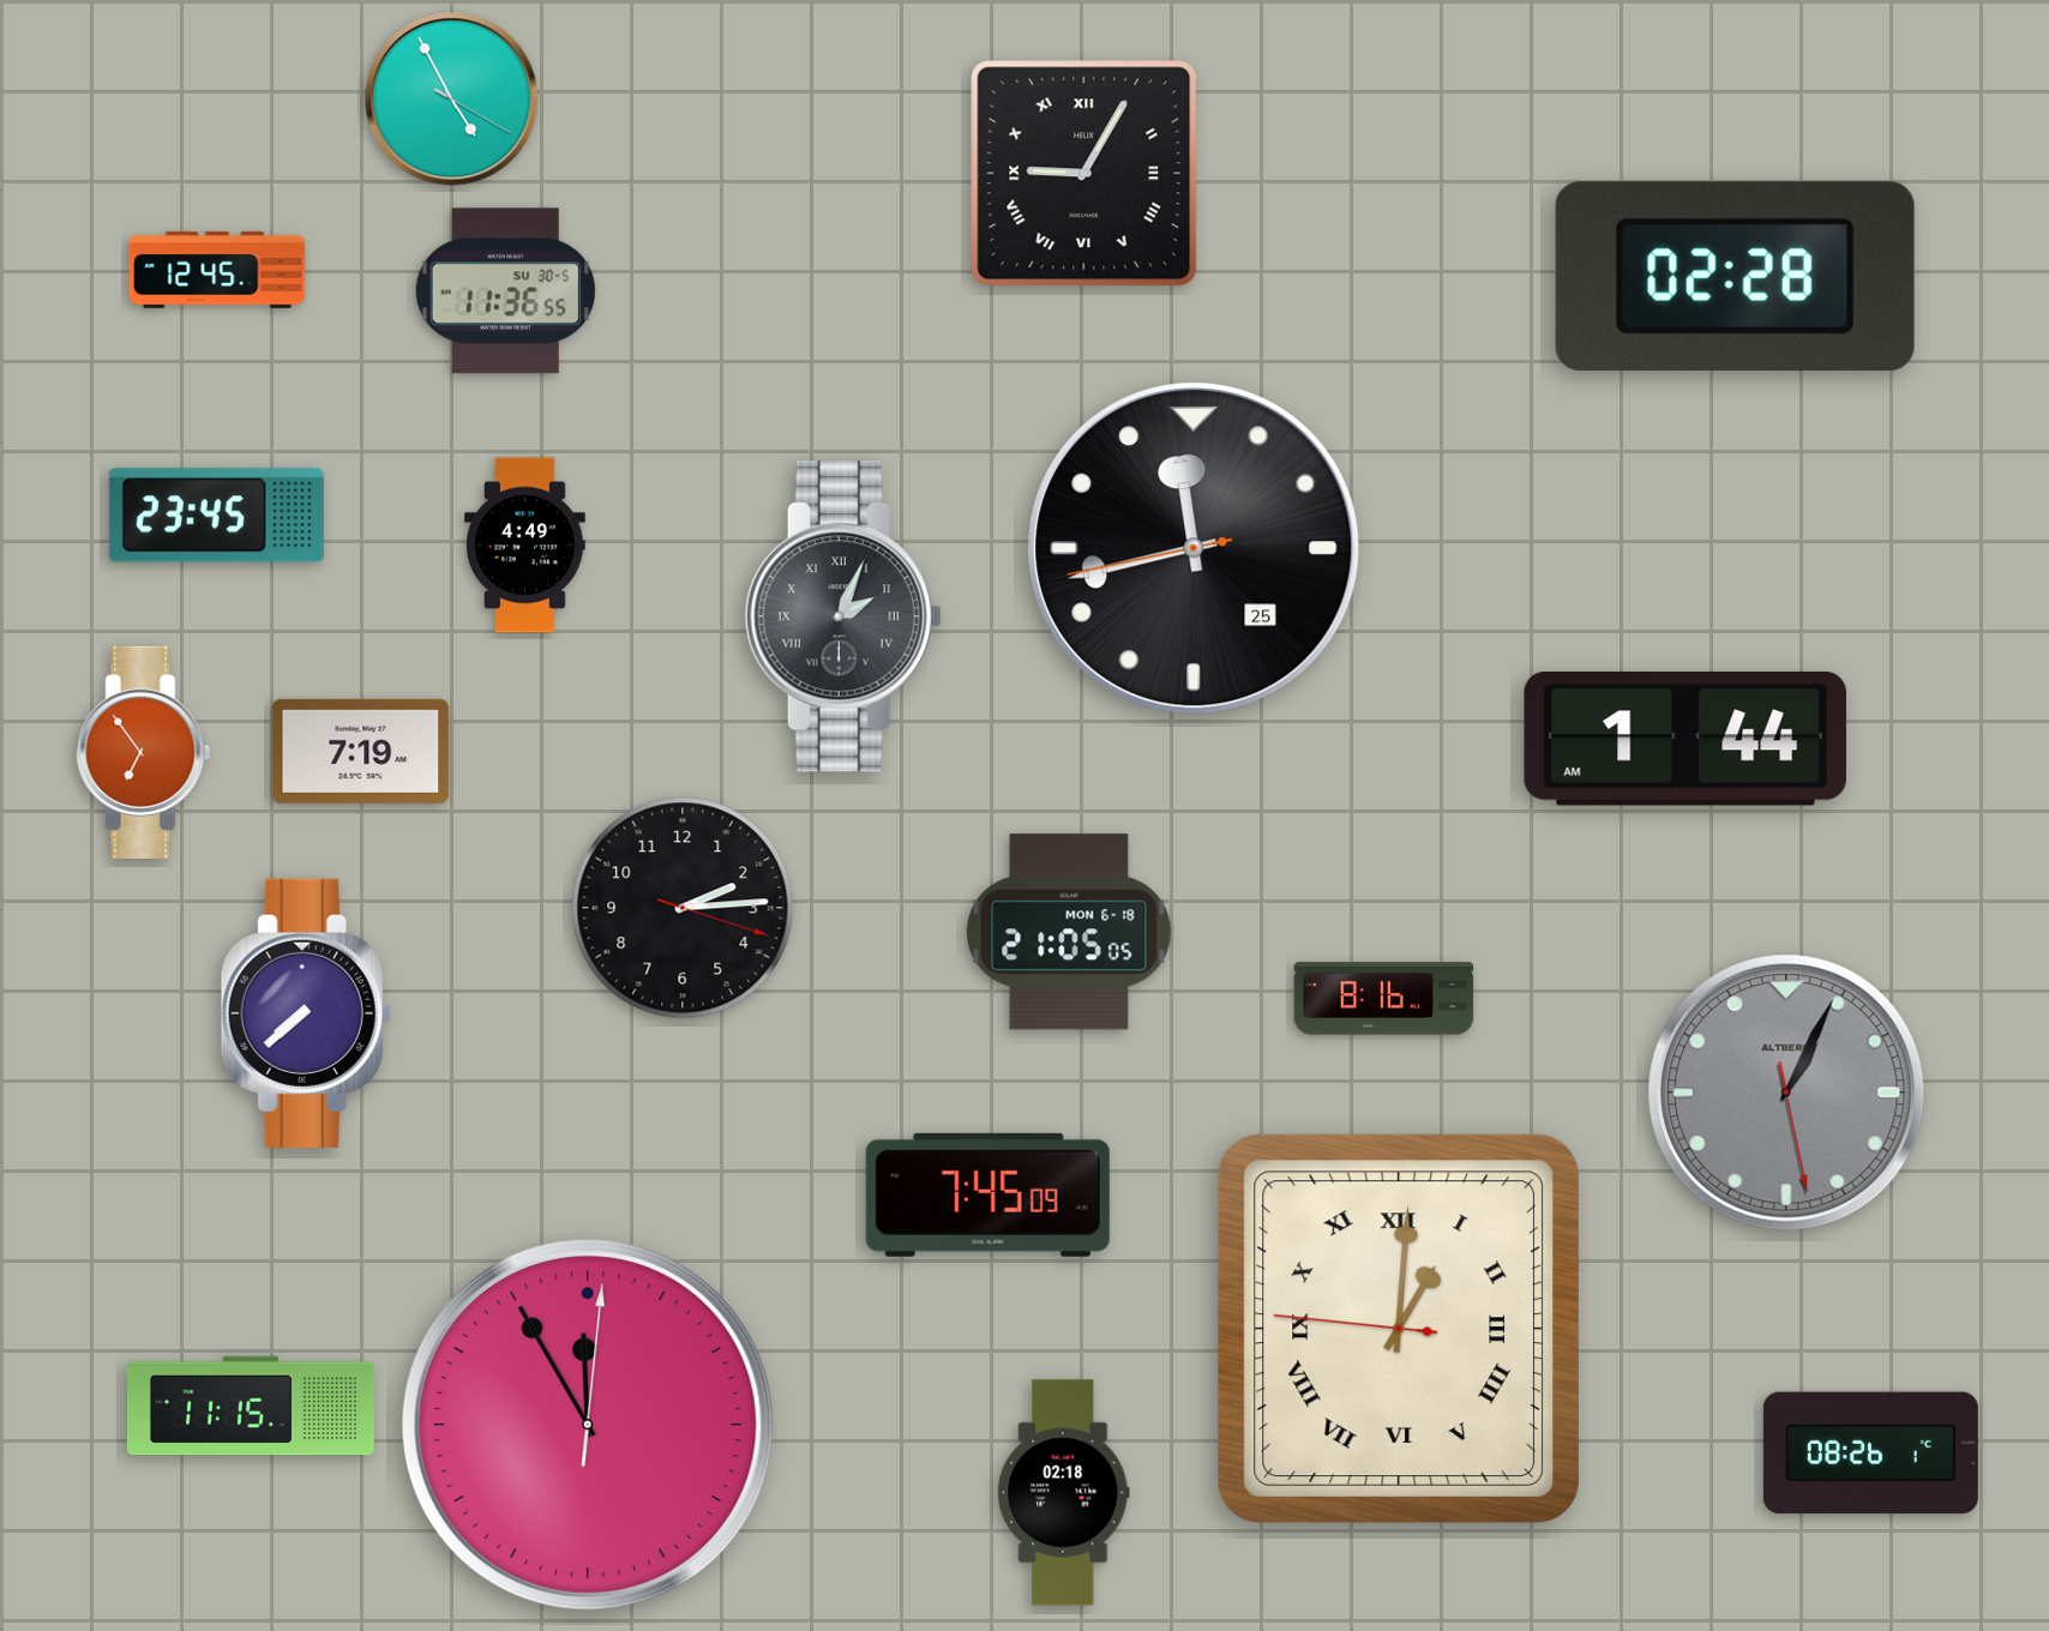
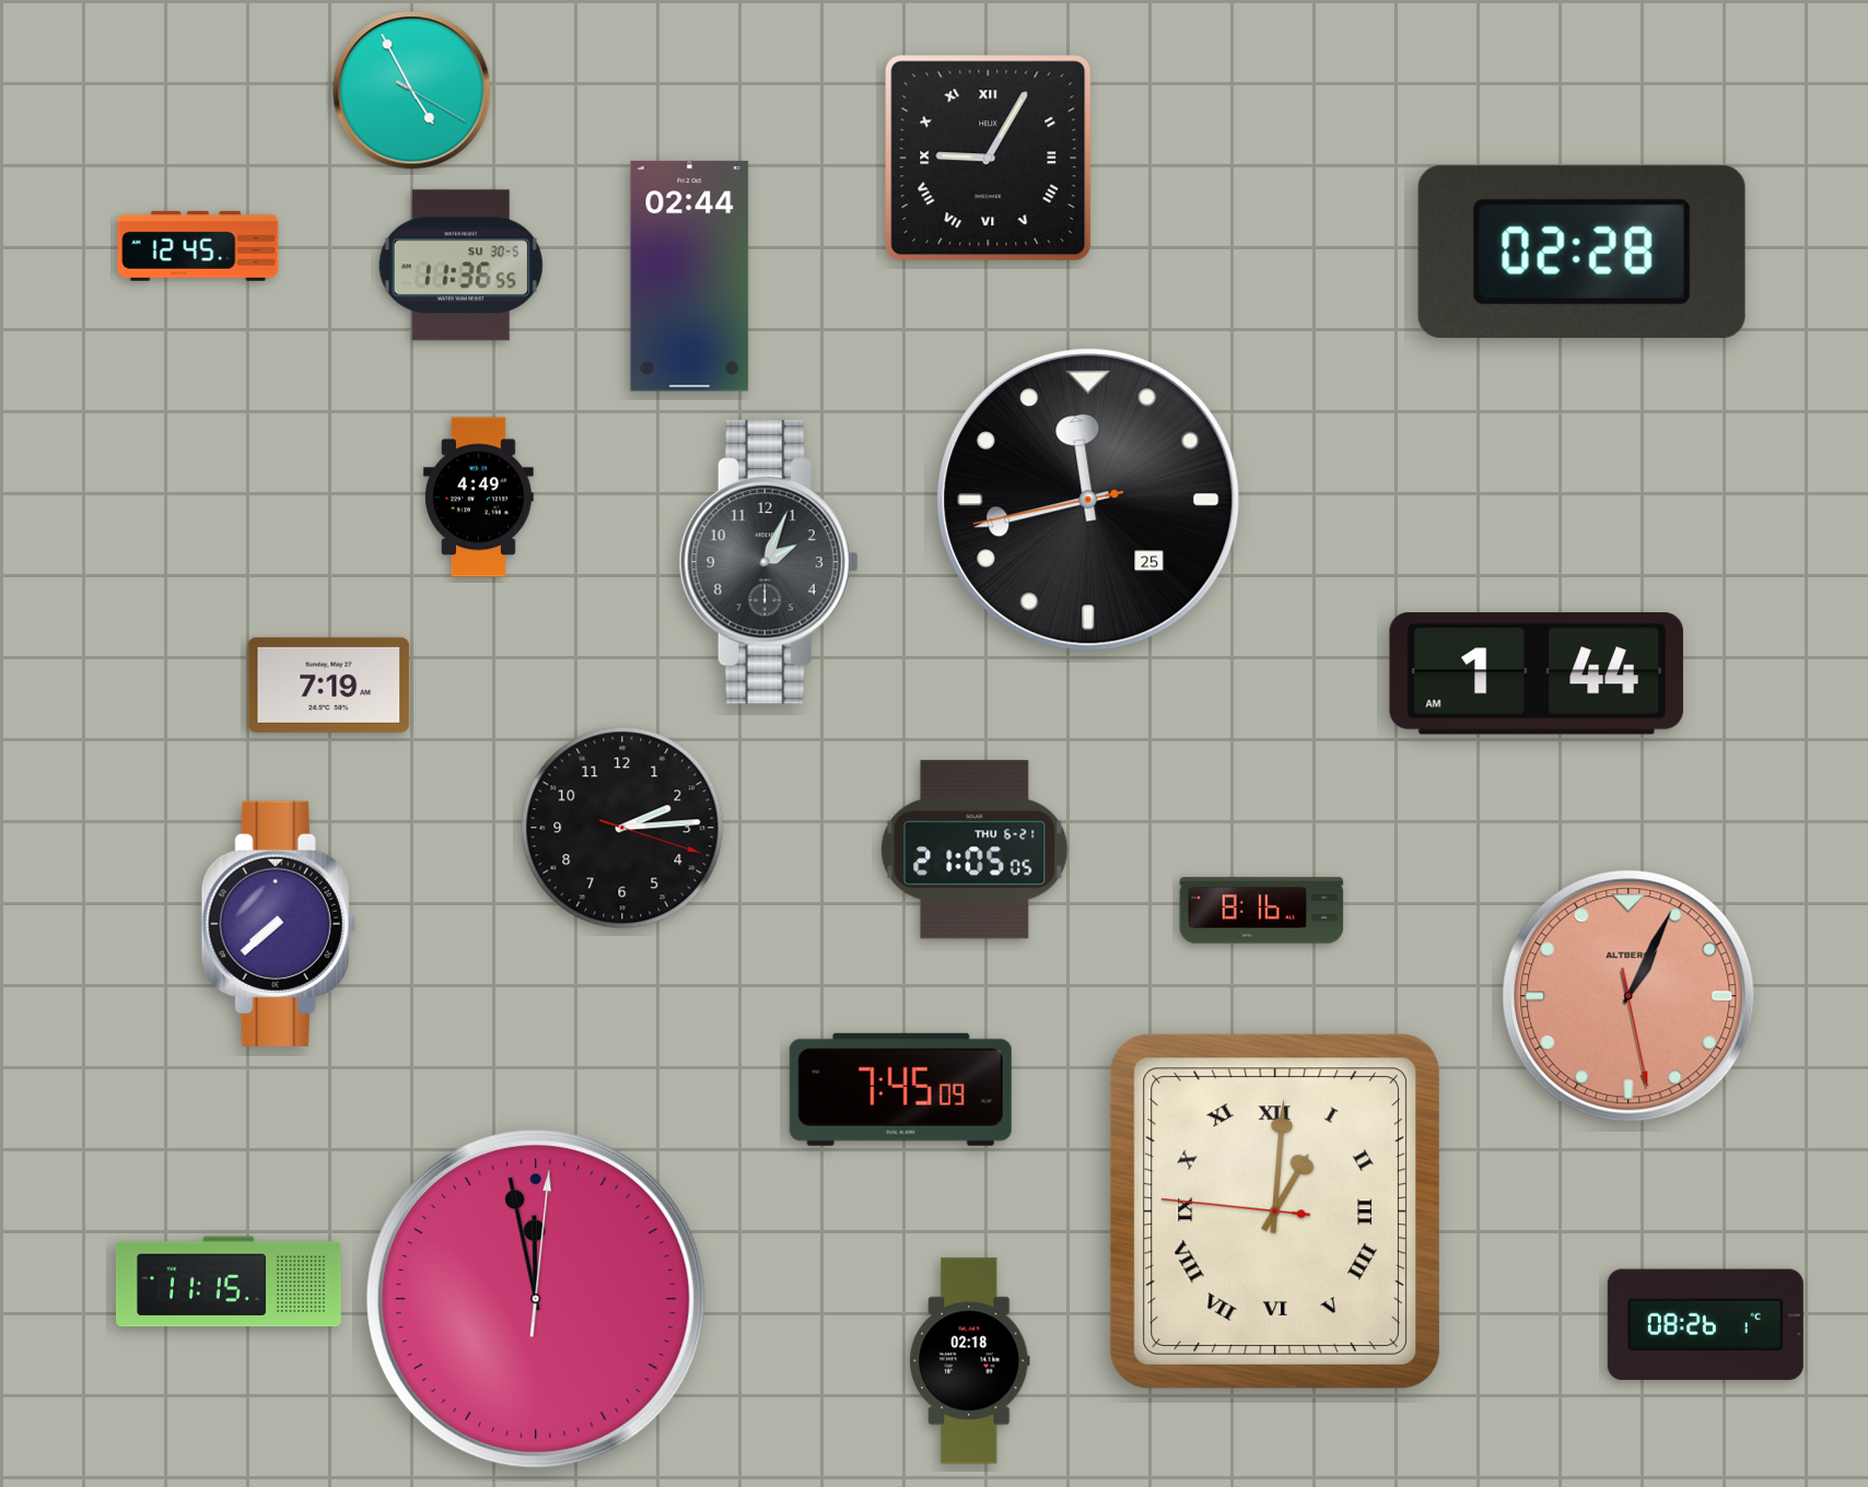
clock at (690, 277): none -> 02:44
clock at (216, 516): 23:45 -> none
clock at (843, 616) numerals: Roman -> Arabic
clock at (144, 752): 6:54 -> none
clock at (1069, 932) date: MON 6-18 -> THU 6-21
clock at (1786, 1093) dial: grey -> salmon
clock at (588, 1425): 11:55 -> 11:58
